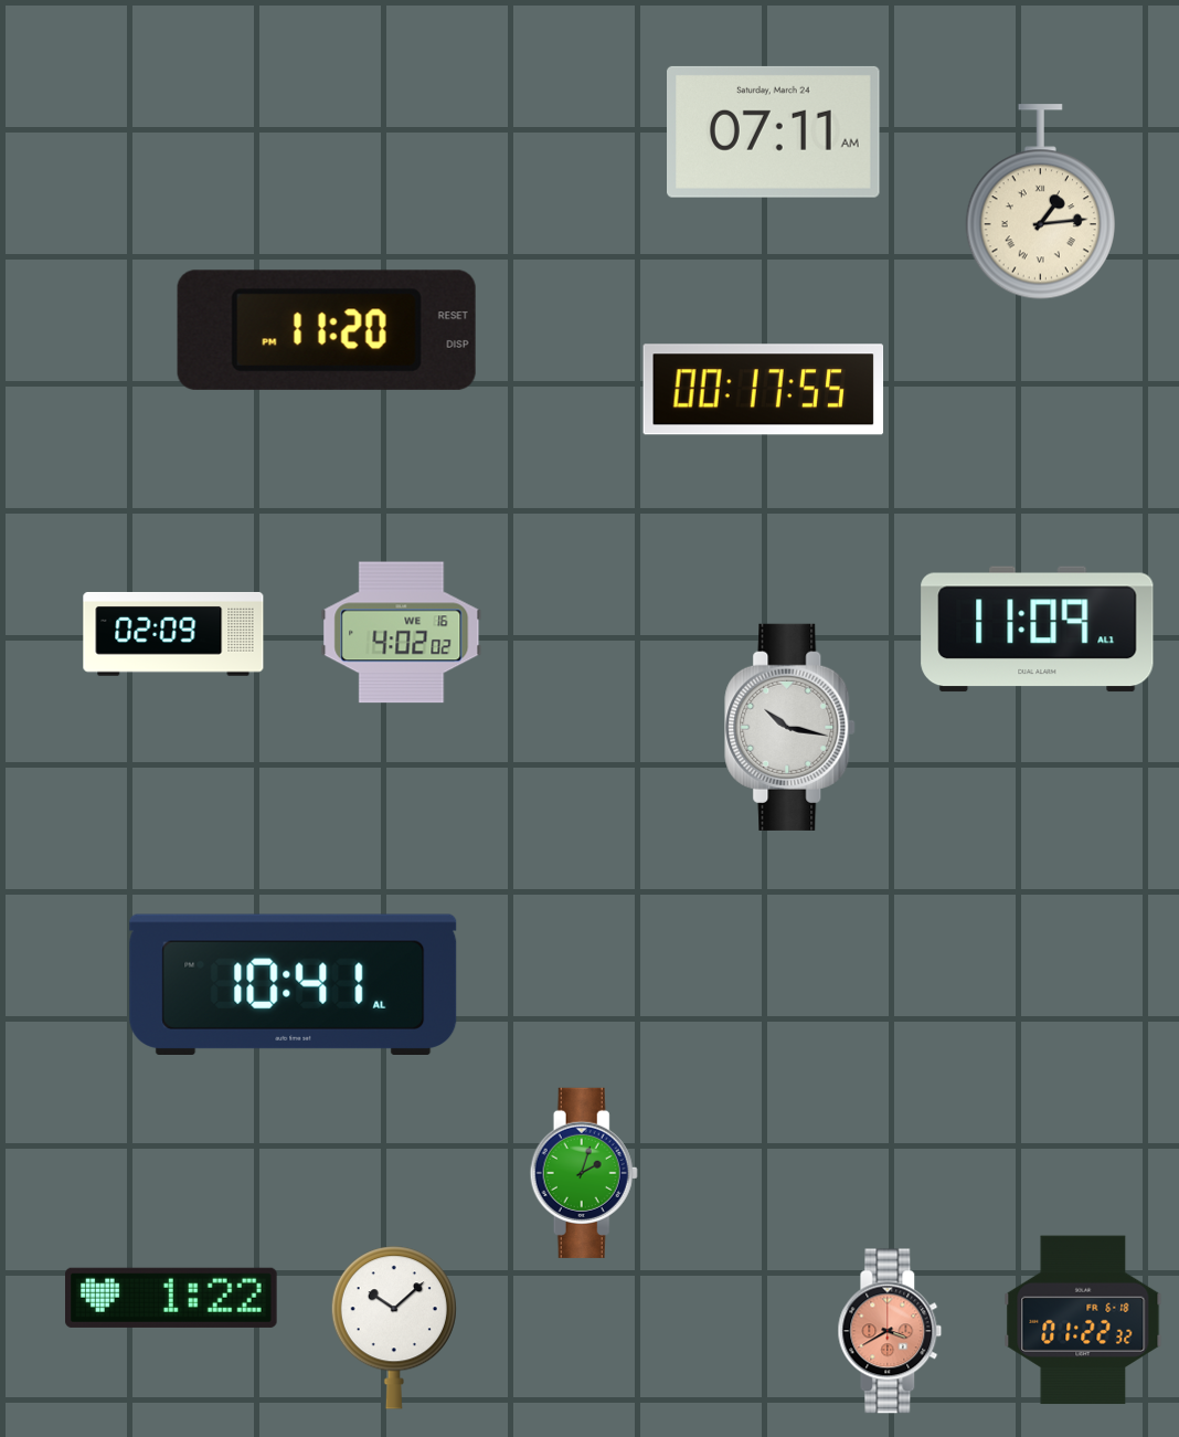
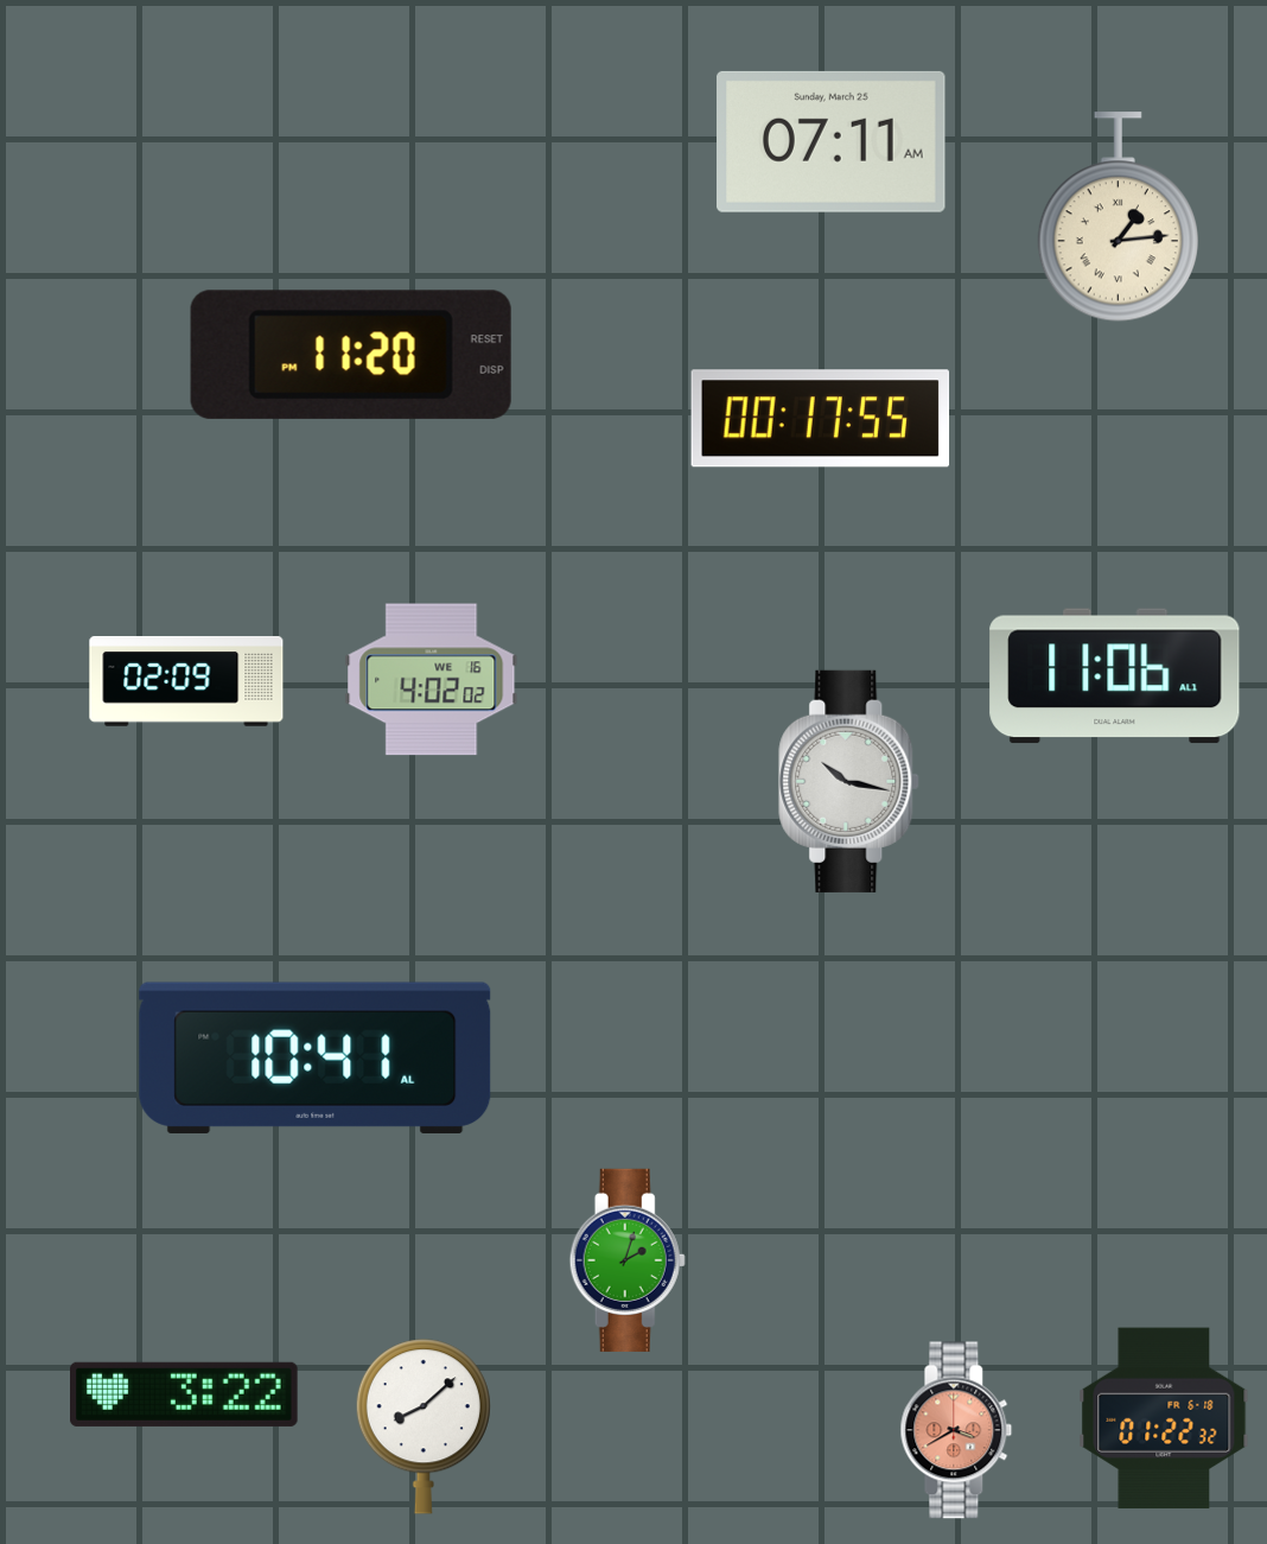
clock at (774, 131) date: Saturday, March 24 -> Sunday, March 25
clock at (1038, 630): 11:09 -> 11:06
clock at (172, 1298): 1:22 -> 3:22
clock at (394, 1328): 10:08 -> 8:08
